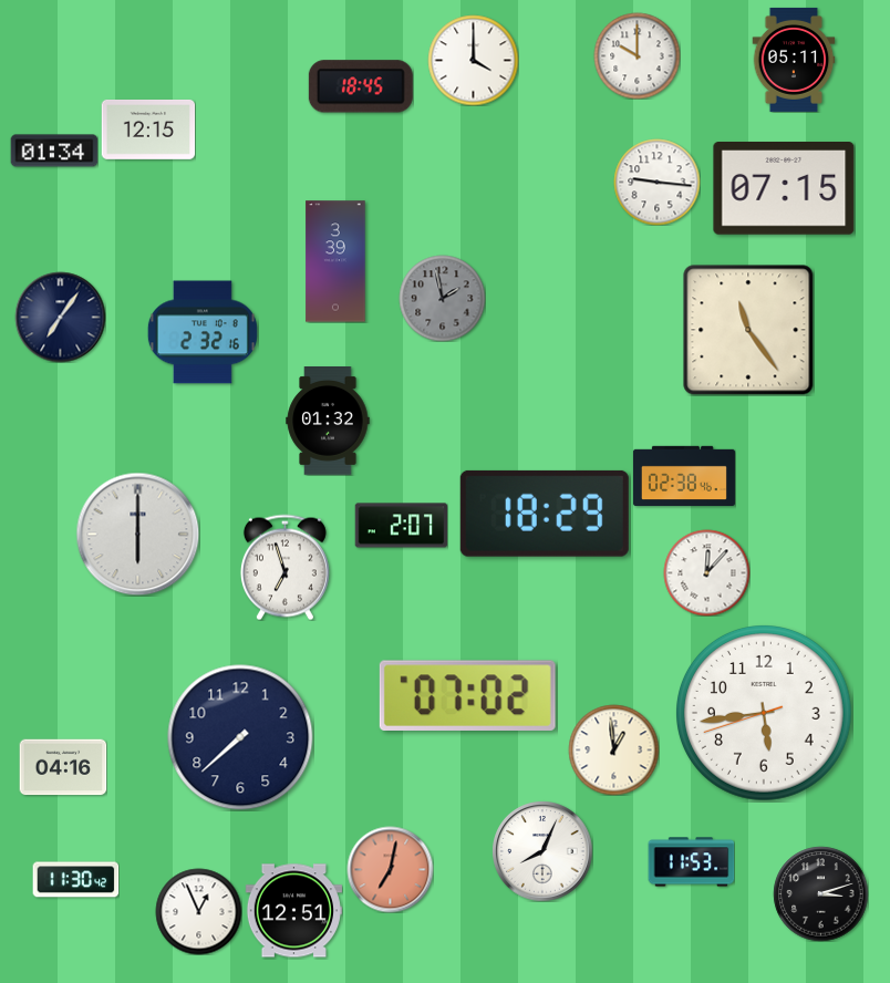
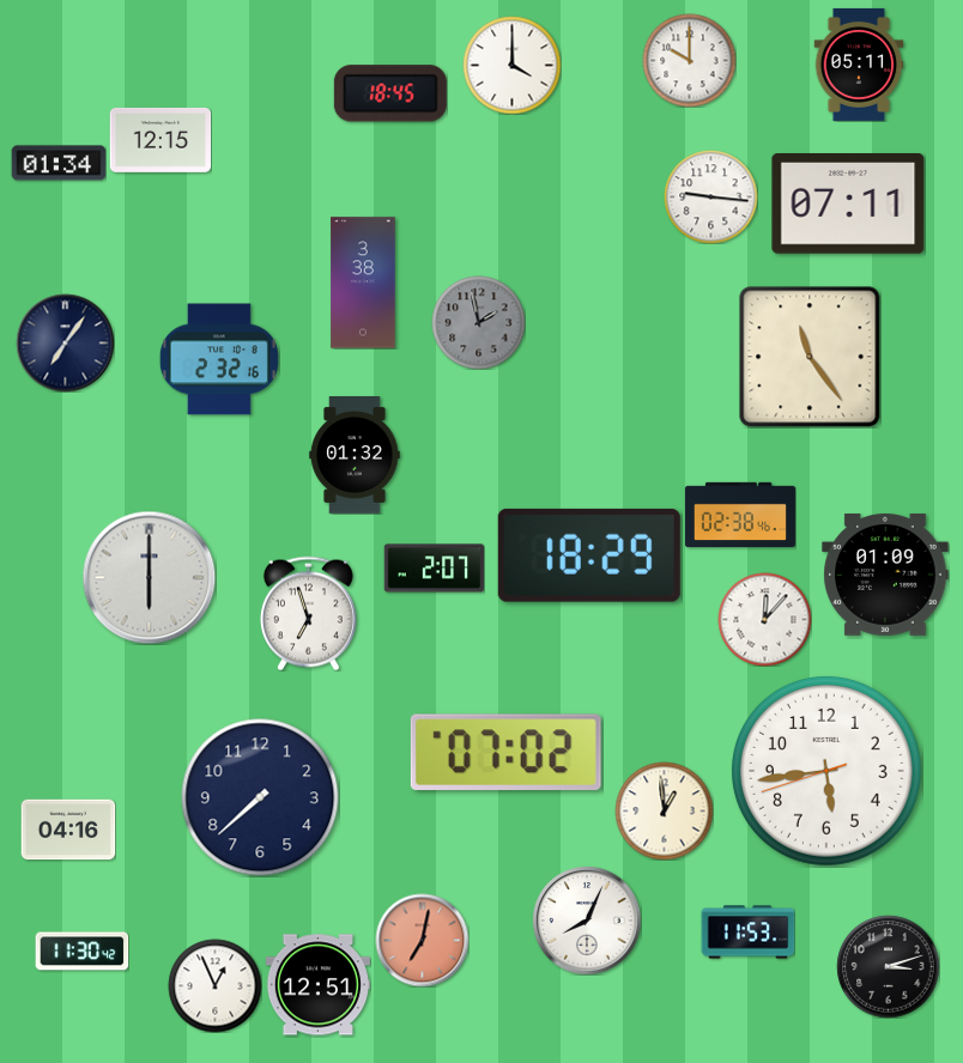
clock at (784, 189): 07:15 -> 07:11
clock at (335, 261): 3:39 -> 3:38
clock at (885, 575): none -> 01:09
